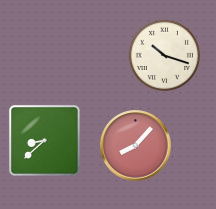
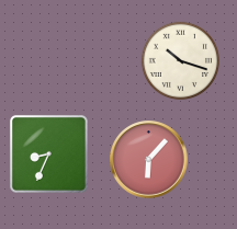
clock at (44, 140): 8:38 -> 8:34
clock at (136, 146): 8:07 -> 6:07
